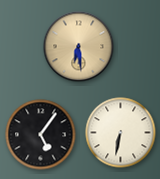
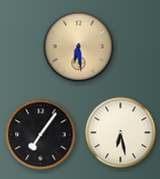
clock at (121, 133): 6:32 -> 6:28
clock at (41, 135): 5:06 -> 7:06
